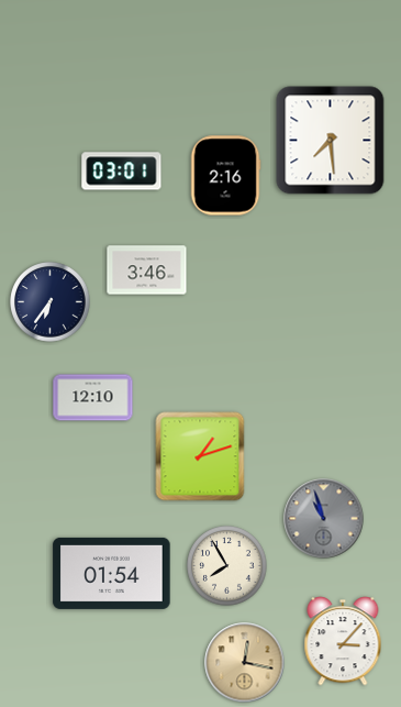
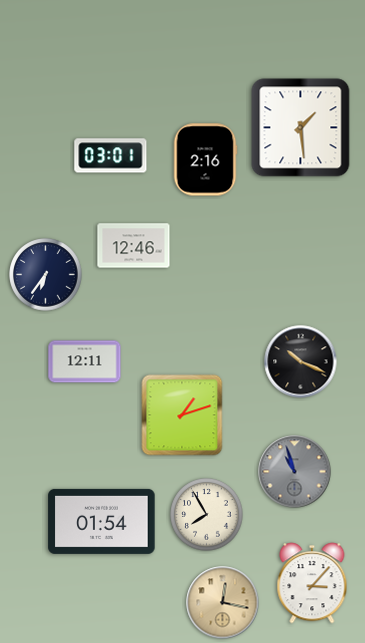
clock at (331, 141): 7:29 -> 1:29
clock at (147, 270): 3:46 -> 12:46
clock at (93, 398): 12:10 -> 12:11
clock at (301, 362): none -> 10:19
